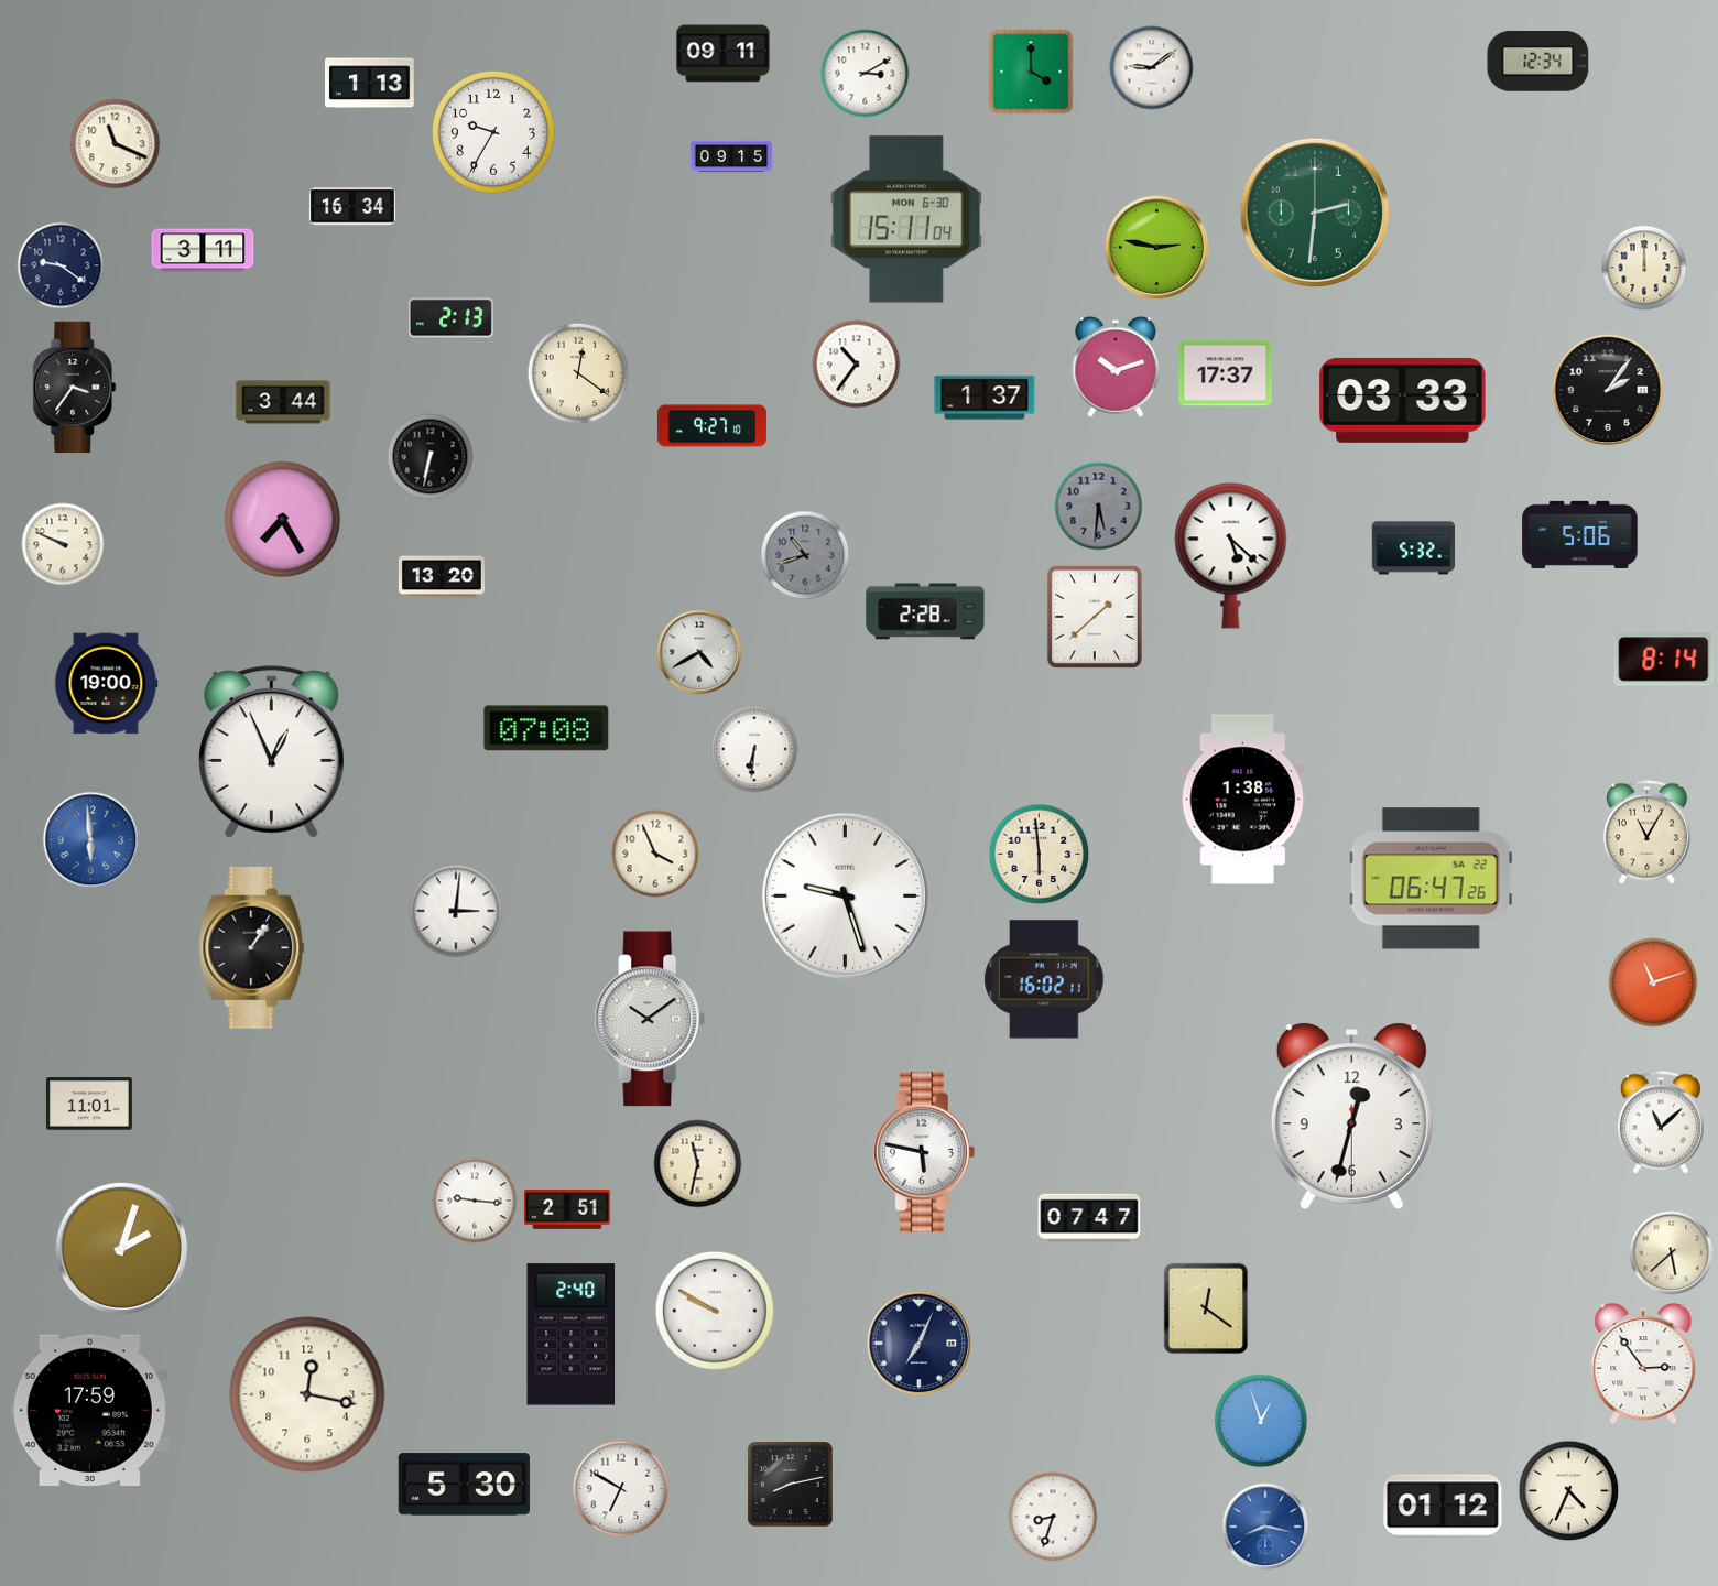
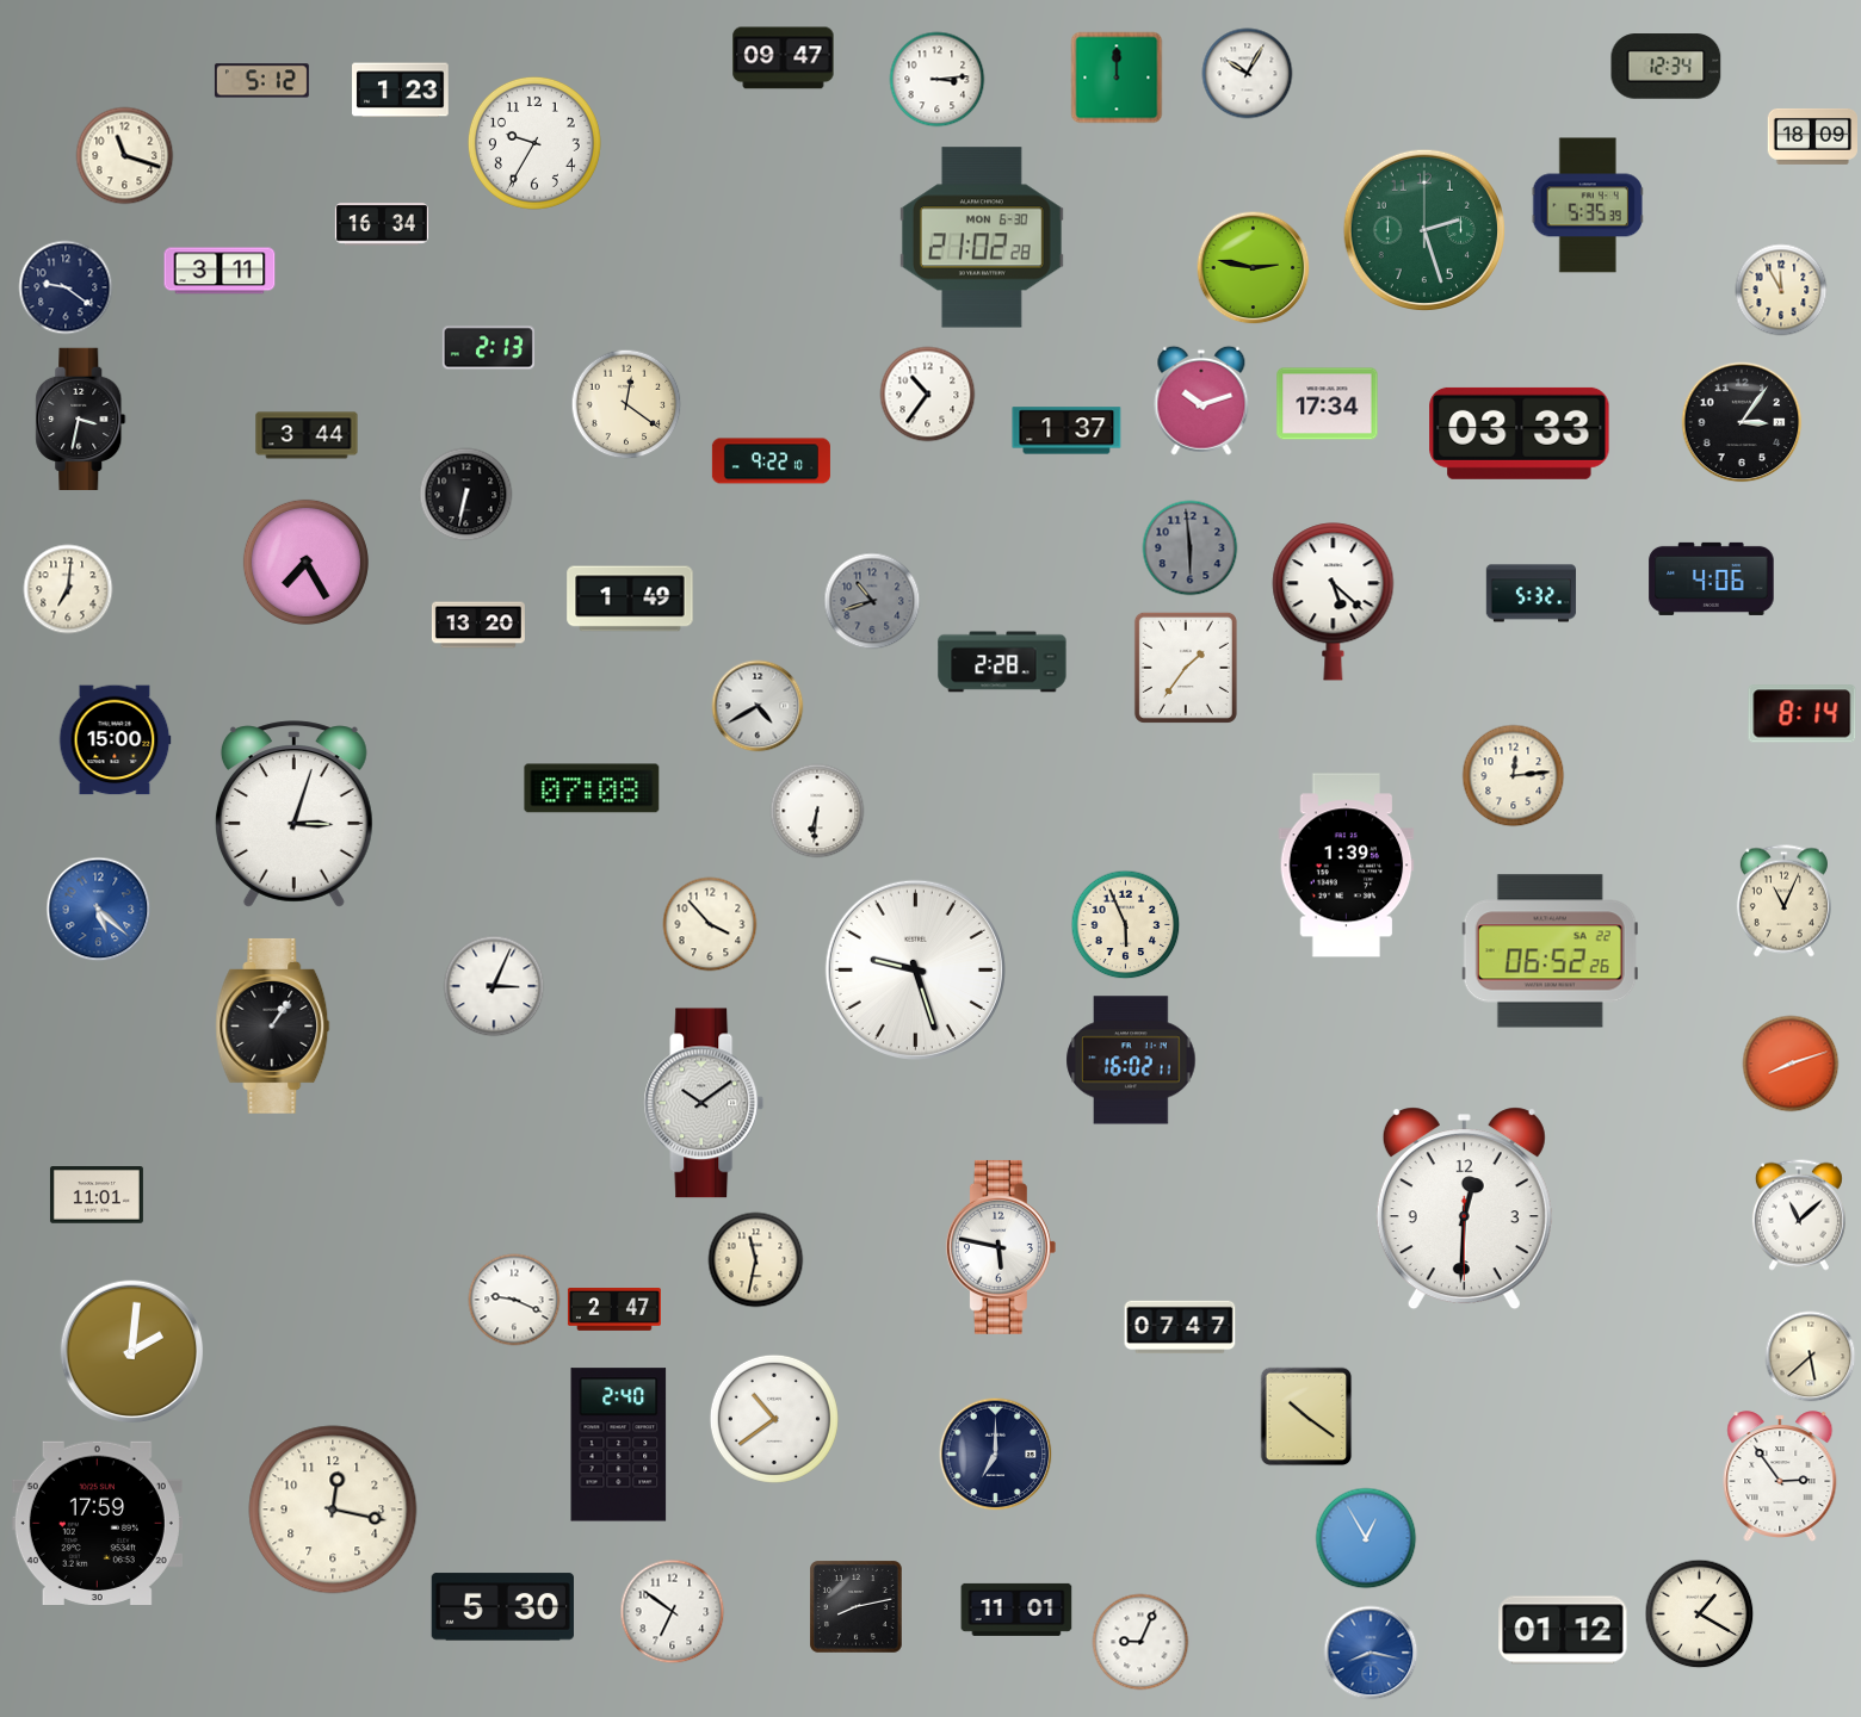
clock at (724, 54): 09:11 -> 09:47
clock at (1152, 68): 9:09 -> 10:05
clock at (1031, 72): 4:00 -> 12:00
clock at (866, 74): 3:10 -> 3:14
clock at (261, 81): none -> 5:12
clock at (370, 84): 1:13 -> 1:23
clock at (1813, 136): none -> 18:09
clock at (116, 144): 11:19 -> 11:18
clock at (731, 156): 09:15 -> none
clock at (1588, 205): none -> 5:35
clock at (1315, 213): 2:31 -> 2:27
clock at (906, 219): 15:11 -> 21:02
clock at (1644, 268): 12:00 -> 11:55
clock at (450, 318) position: (450, 318) -> (488, 348)
clock at (1116, 367) position: (1116, 367) -> (1201, 401)
clock at (1226, 373): 17:37 -> 17:34
clock at (75, 387): 3:36 -> 3:32
clock at (1608, 390): 2:06 -> 3:06
clock at (711, 426): 9:27 -> 9:22
clock at (1099, 507): 5:31 -> 5:59
clock at (1580, 534): 5:06 -> 4:06
clock at (63, 544): 9:49 -> 7:01
clock at (630, 599): none -> 1:49
clock at (1095, 617): 1:38 -> 1:36
clock at (106, 684): 19:00 -> 15:00
clock at (1514, 776): none -> 12:14
clock at (271, 752): 12:56 -> 3:03
clock at (1243, 800): 1:38 -> 1:39
clock at (1646, 833): 11:05 -> 11:04
clock at (91, 840): 5:59 -> 5:22
clock at (655, 854): 3:56 -> 3:53
clock at (1040, 855): 5:59 -> 5:56
clock at (1431, 879): 06:47 -> 06:52
clock at (456, 911): 3:01 -> 3:04
clock at (1653, 982): 11:12 -> 8:12
clock at (1351, 1117): 12:32 -> 12:30
clock at (475, 1201): 9:16 -> 9:19
clock at (567, 1210): 2:51 -> 2:47
clock at (1089, 1218) position: (1089, 1218) -> (1180, 1327)
clock at (122, 1249): 2:03 -> 2:01
clock at (1206, 1308): 12:21 -> 10:21
clock at (715, 1311): 9:50 -> 10:39
clock at (920, 1344): 7:04 -> 7:00
clock at (89, 1410) position: (89, 1410) -> (97, 1523)
clock at (1261, 1421): 12:57 -> 12:55
clock at (1016, 1610): none -> 11:01
clock at (621, 1489): 6:50 -> 6:51
clock at (1569, 1491): 4:34 -> 1:20
clock at (1053, 1517): 8:33 -> 9:04
